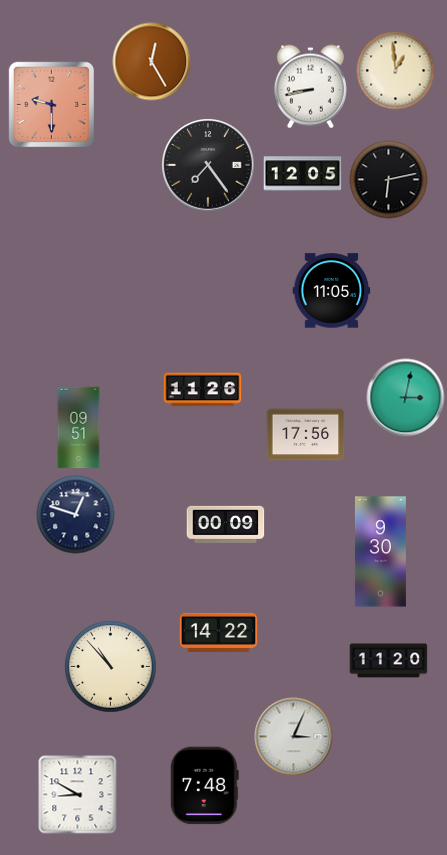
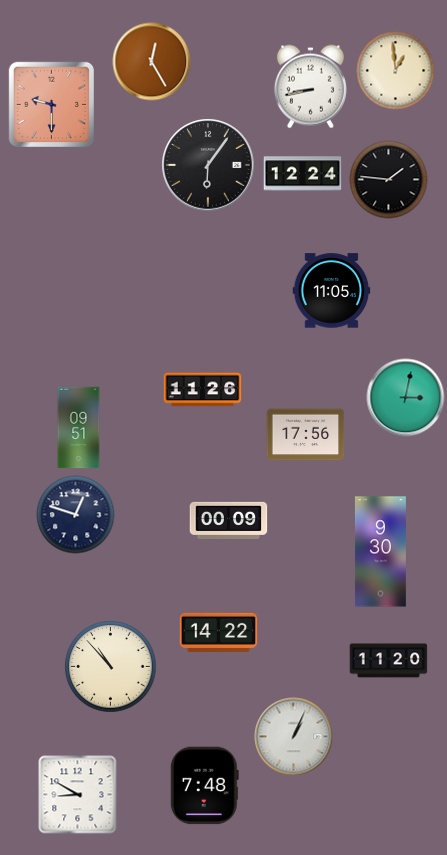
clock at (208, 165): 7:24 -> 6:06
clock at (302, 174): 12:05 -> 12:24
clock at (388, 179): 6:13 -> 1:46
clock at (225, 524) position: (225, 524) -> (228, 520)
clock at (293, 736): 3:04 -> 1:04
